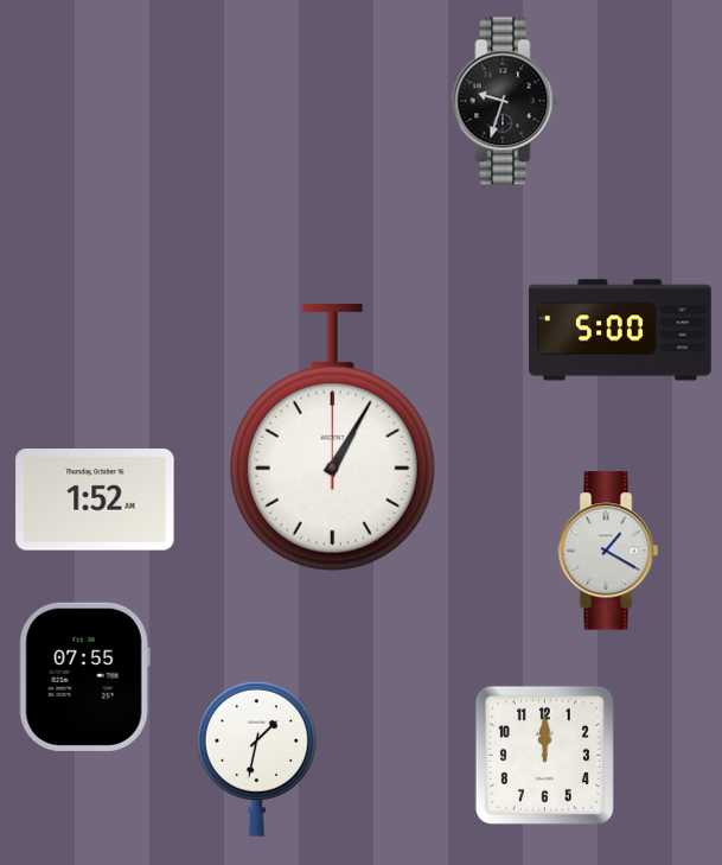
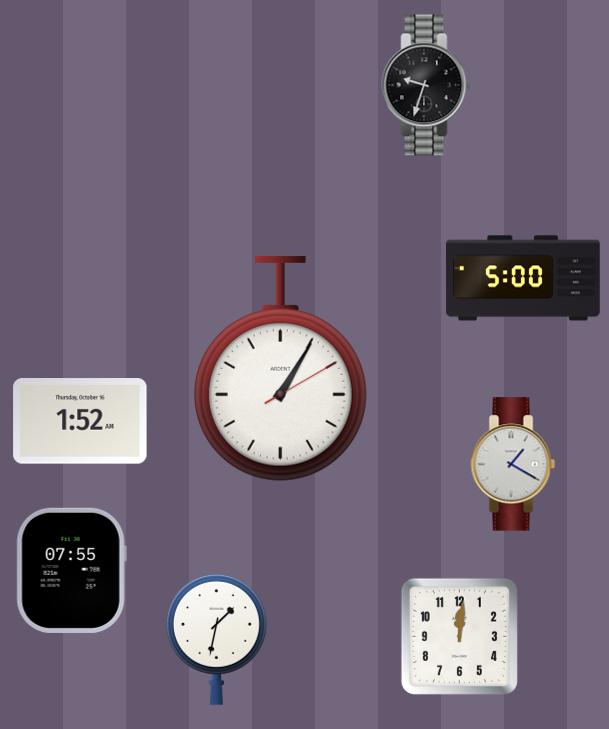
clock at (332, 437): 1:05:00 -> 1:05:10
clock at (544, 755): 12:00 -> 12:01
